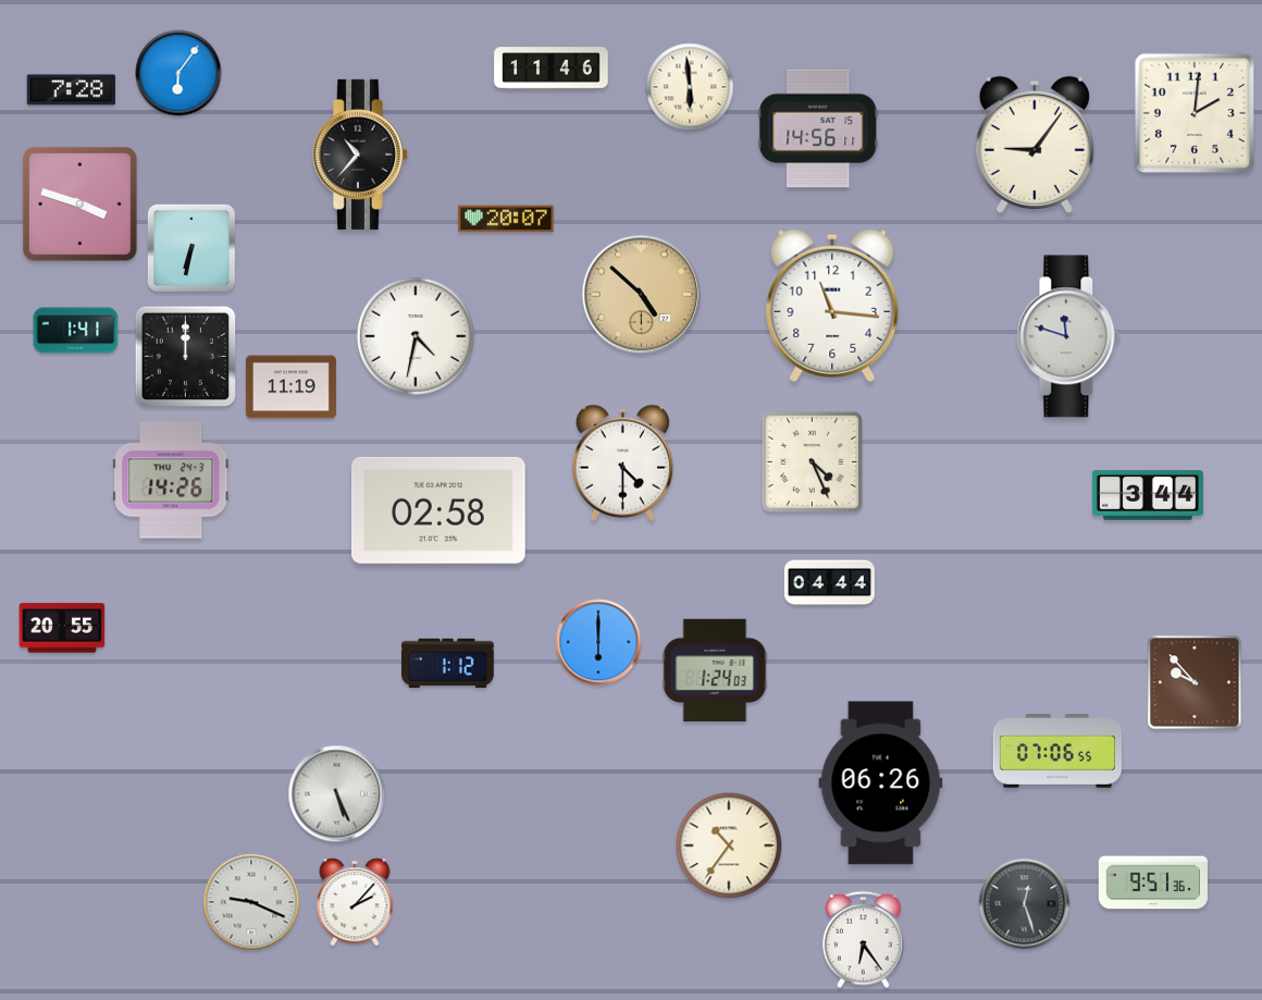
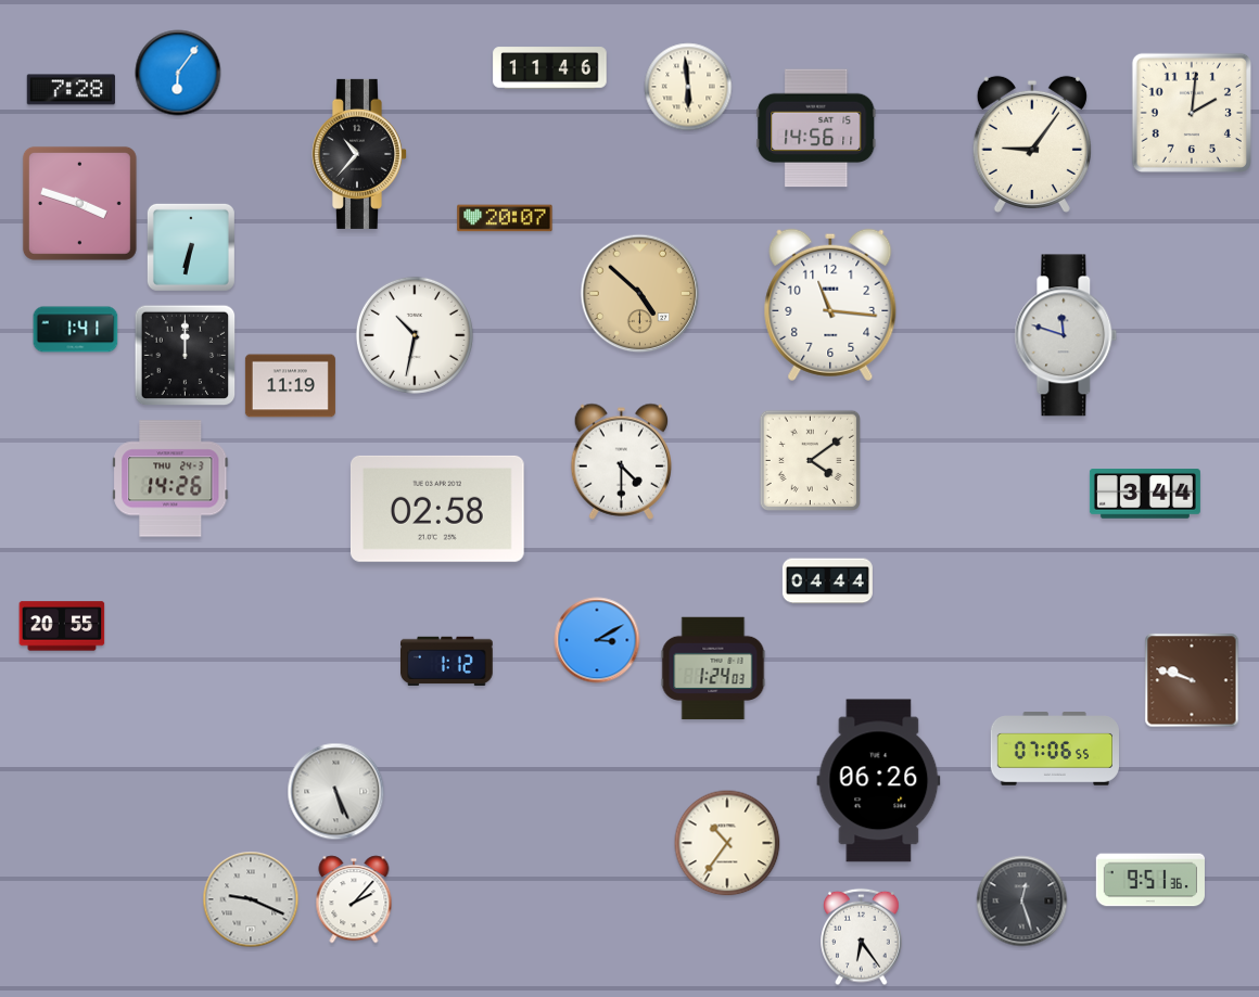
clock at (416, 336): 4:32 -> 10:32
clock at (812, 461): 4:26 -> 4:09
clock at (598, 642): 6:00 -> 3:10
clock at (1195, 682): 9:53 -> 9:48
